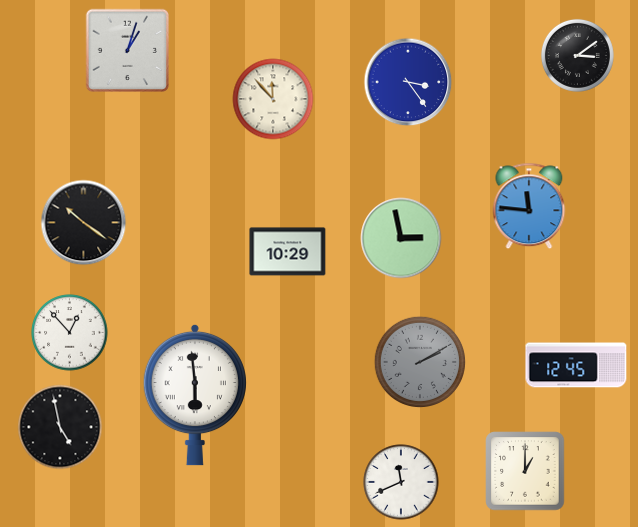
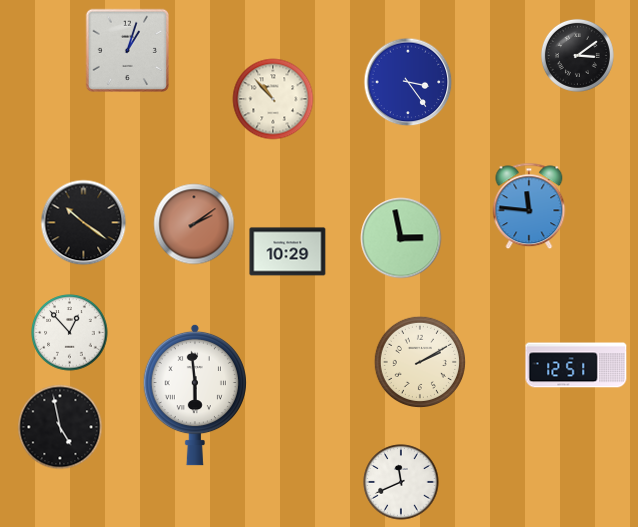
clock at (273, 99): 11:53 -> 10:53
clock at (194, 224): none -> 2:09
clock at (419, 361) dial: grey -> cream
clock at (576, 365): 12:45 -> 12:51
clock at (525, 471): 1:00 -> none
